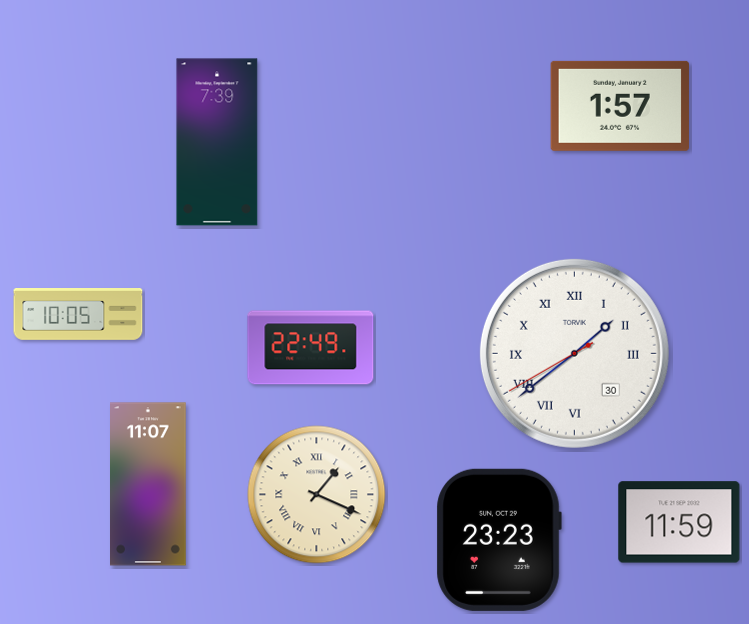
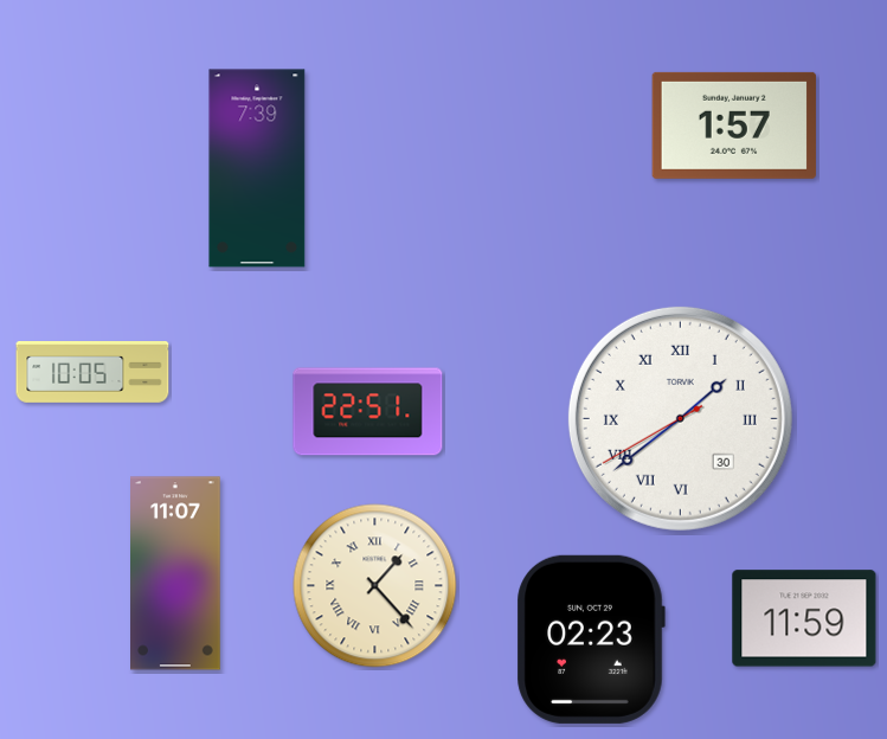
clock at (311, 348): 22:49 -> 22:51
clock at (317, 495): 1:19 -> 1:23
clock at (499, 540): 23:23 -> 02:23
